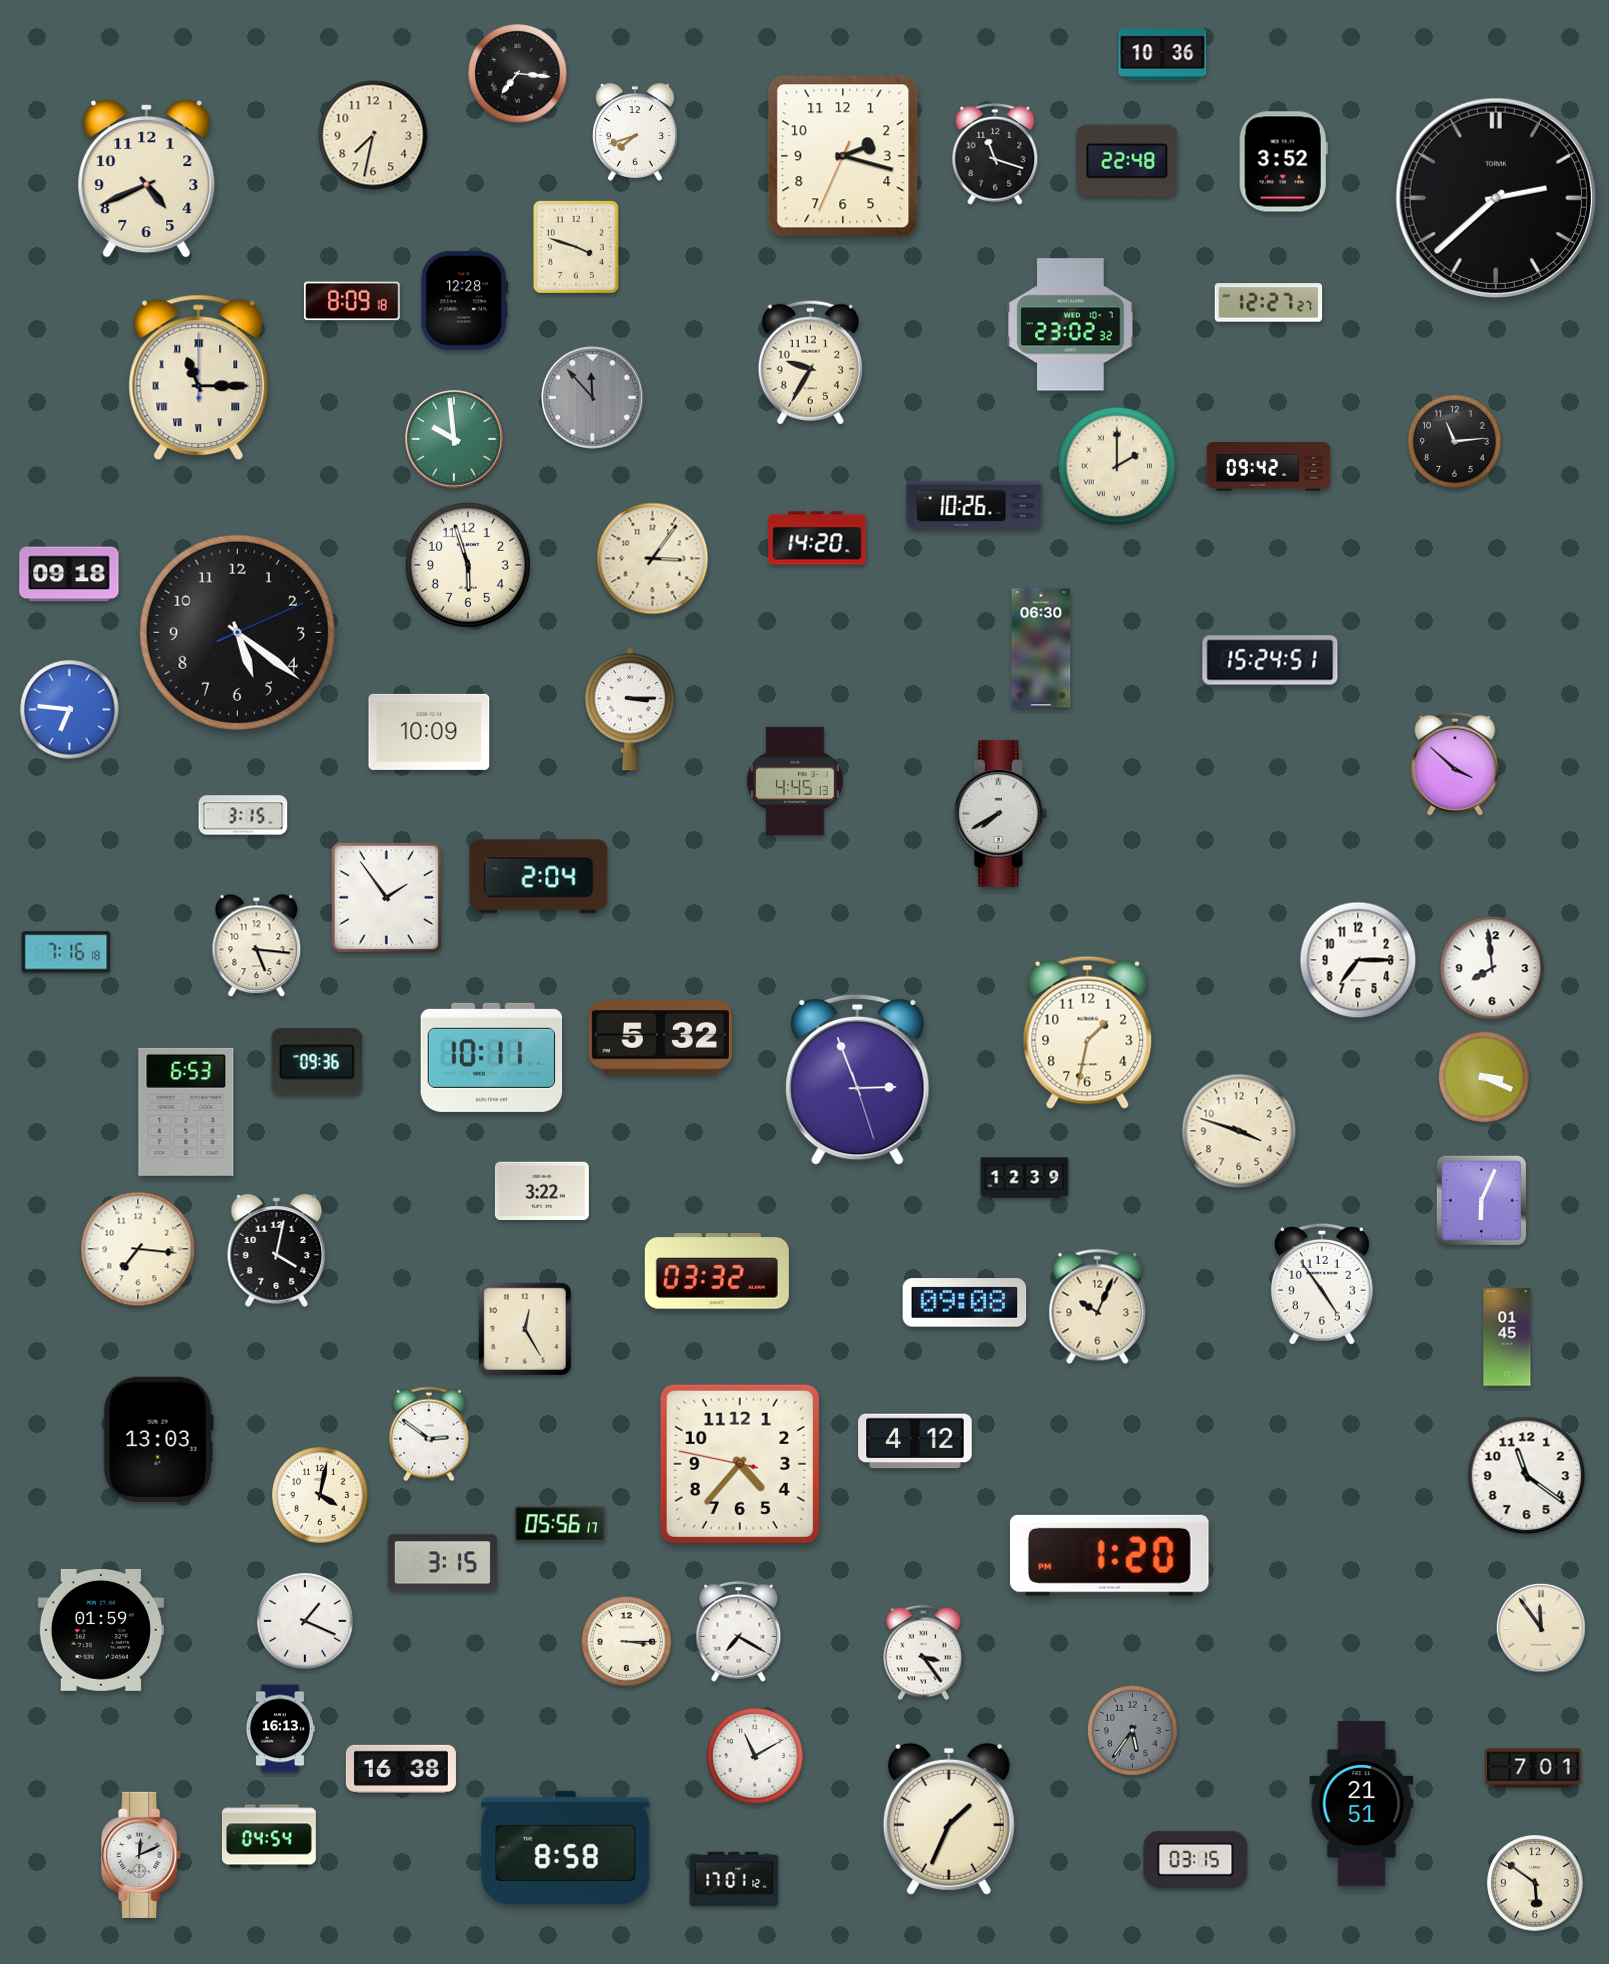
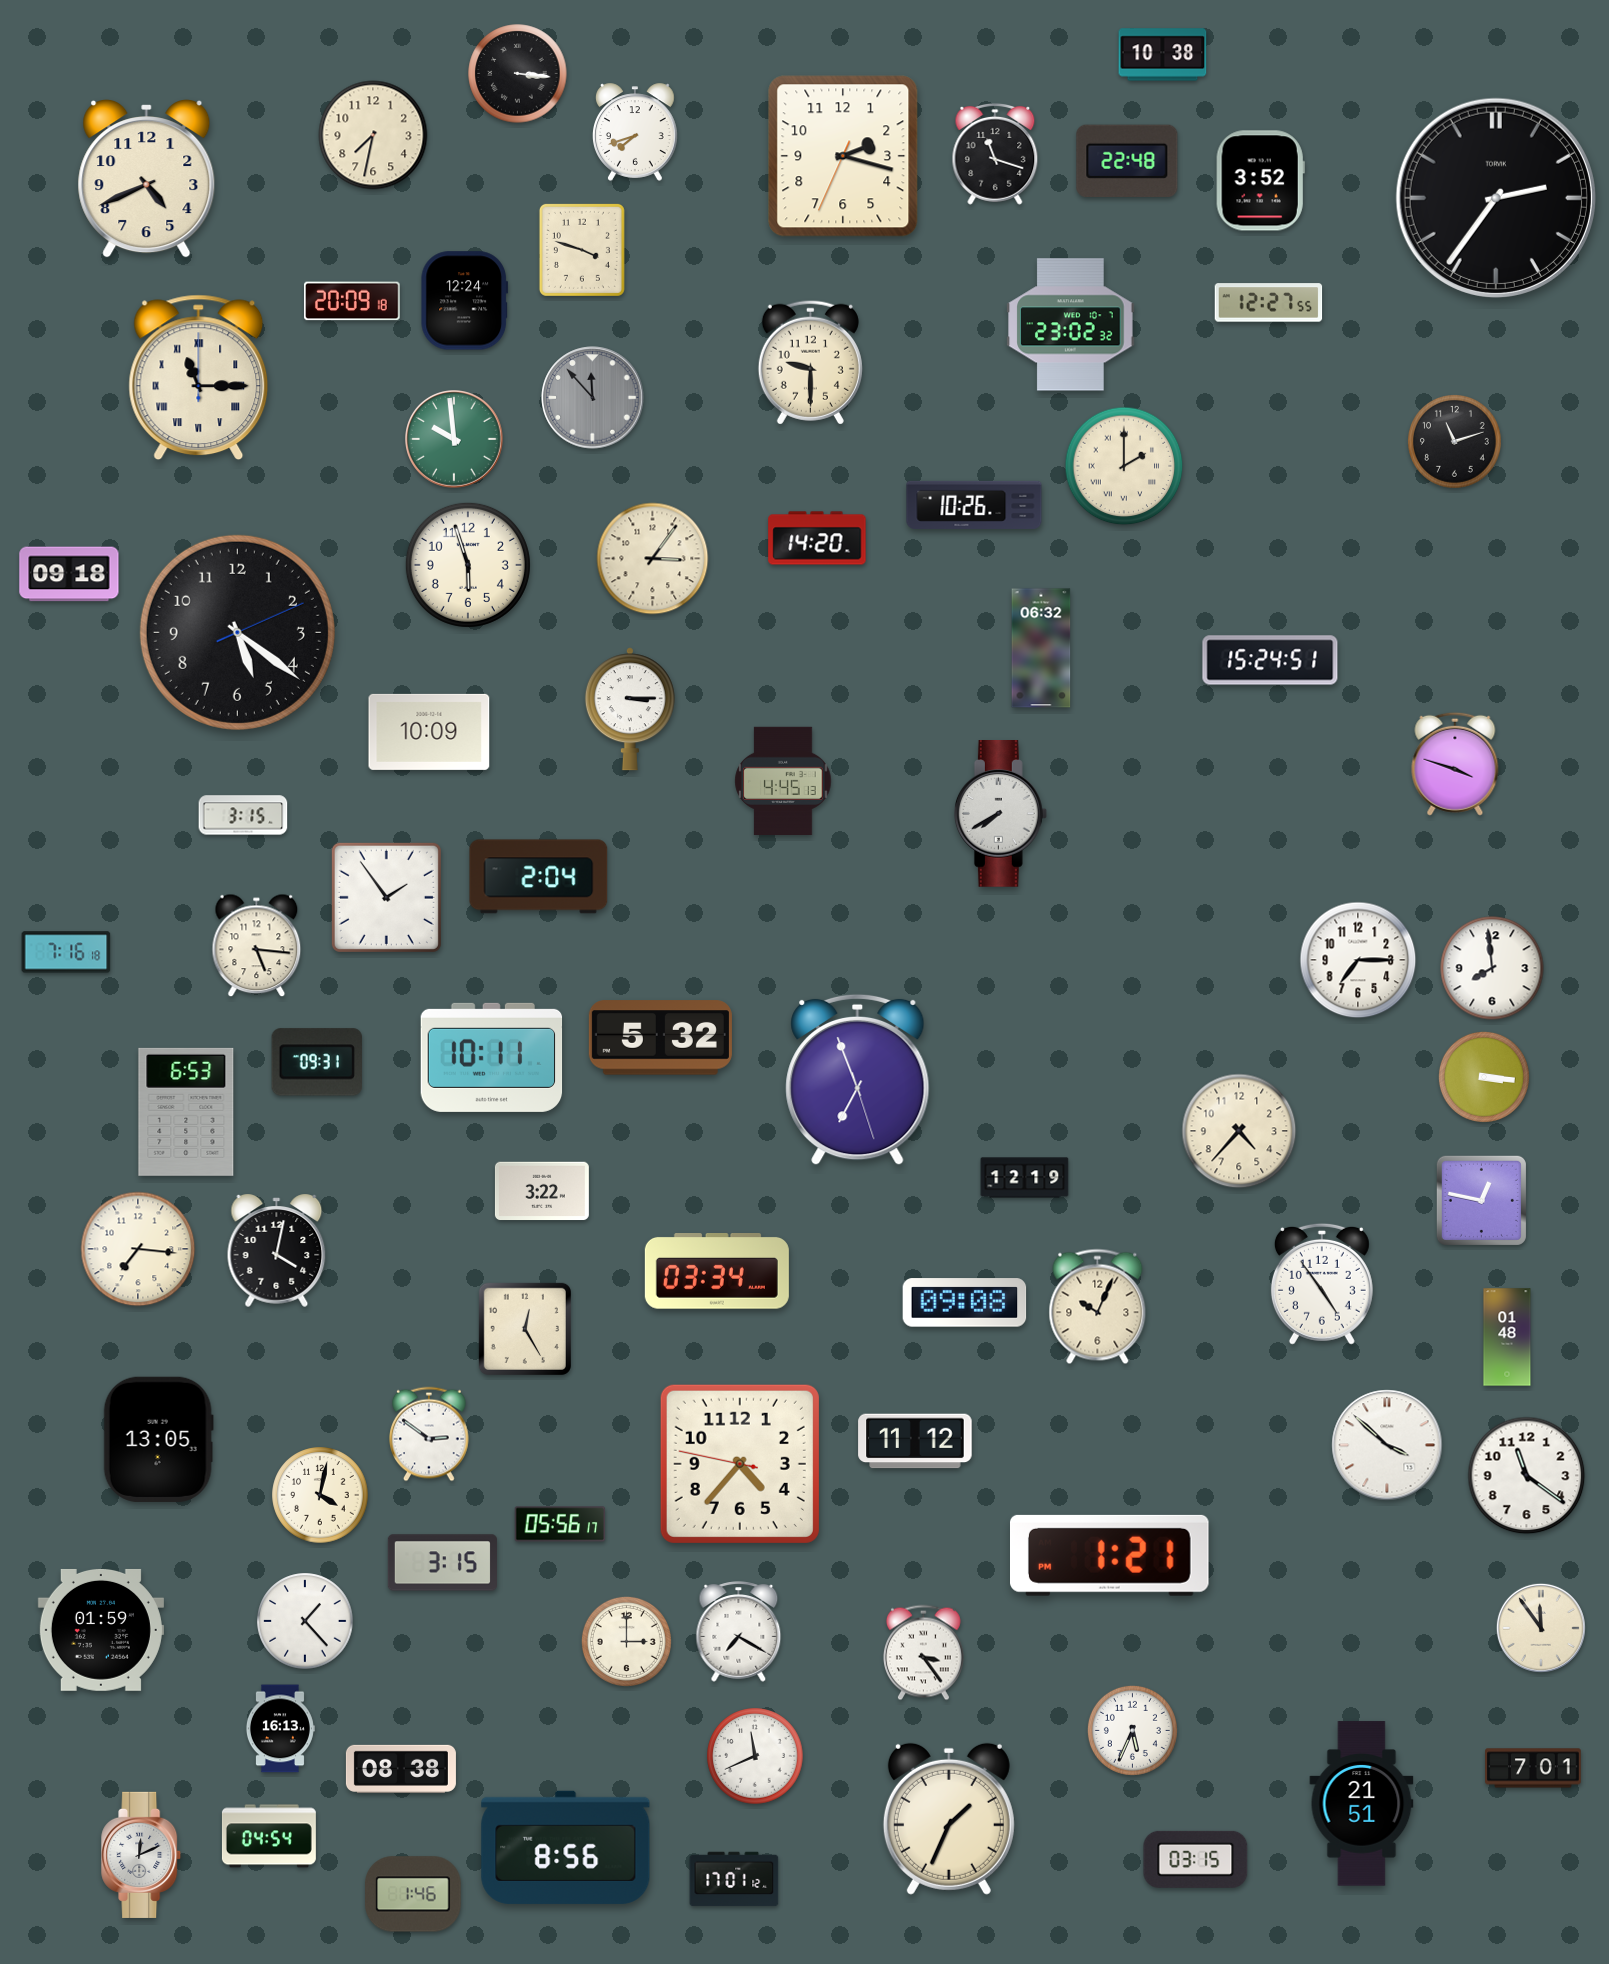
clock at (1163, 55): 10:36 -> 10:38
clock at (518, 74): 7:16 -> 3:16
clock at (1283, 162) position: (1283, 162) -> (1260, 181)
clock at (1496, 198): 2:38 -> 2:36
clock at (576, 247) position: (576, 247) -> (582, 250)
clock at (352, 301): 8:09 -> 20:09
clock at (464, 301): 12:28 -> 12:24
clock at (1269, 303): 12:27:27 -> 12:27:55
clock at (810, 362): 9:35 -> 9:30
clock at (1455, 442): 11:14 -> 11:12
clock at (1117, 466) position: (1117, 466) -> (1124, 466)
clock at (1269, 467): 09:42 -> none
clock at (1041, 648): 06:30 -> 06:32
clock at (70, 710): 6:46 -> none
clock at (1455, 764): 3:52 -> 3:48
clock at (795, 780) position: (795, 780) -> (783, 780)
clock at (1088, 1032): 1:32 -> none
clock at (317, 1062): 09:36 -> 09:31
clock at (1484, 1077): 3:19 -> 3:16
clock at (858, 1080): 2:56 -> 6:56
clock at (1239, 1131): 3:48 -> 4:37
clock at (1025, 1178): 12:39 -> 12:19
clock at (1481, 1200): 6:04 -> 12:47
clock at (717, 1272): 03:32 -> 03:34
clock at (1507, 1337): 01:45 -> 01:48
clock at (158, 1439): 13:03 -> 13:05
clock at (915, 1441): 4:12 -> 11:12
clock at (1387, 1445): none -> 3:52
clock at (1110, 1555): 1:20 -> 1:21
clock at (305, 1621): 1:19 -> 1:23
clock at (626, 1641): 3:15 -> 3:00
clock at (1132, 1730): 5:36 -> 5:34
clock at (1132, 1730) dial: grey -> white
clock at (755, 1756): 11:10 -> 11:41
clock at (401, 1769): 16:38 -> 08:38
clock at (566, 1847): 8:58 -> 8:56
clock at (1535, 1883): 5:51 -> none
clock at (414, 1894): none -> 1:46
